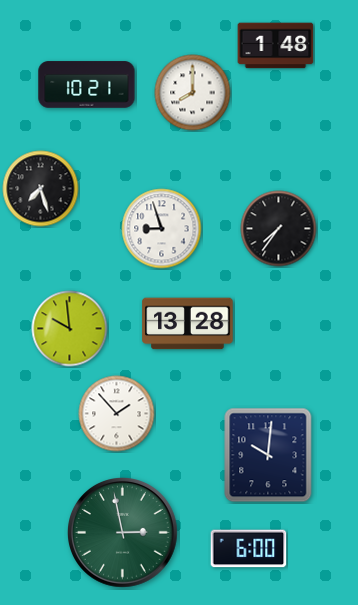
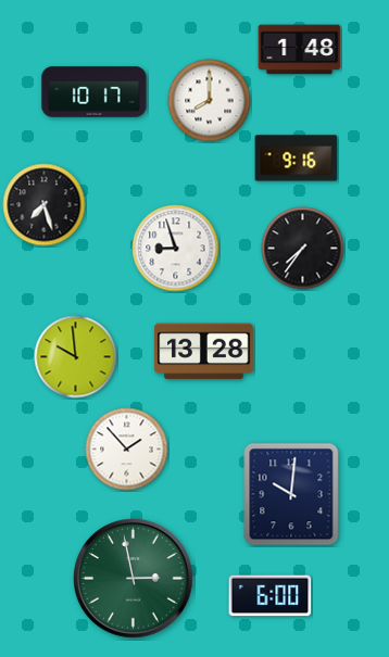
clock at (87, 85): 10:21 -> 10:17
clock at (297, 159): none -> 9:16
